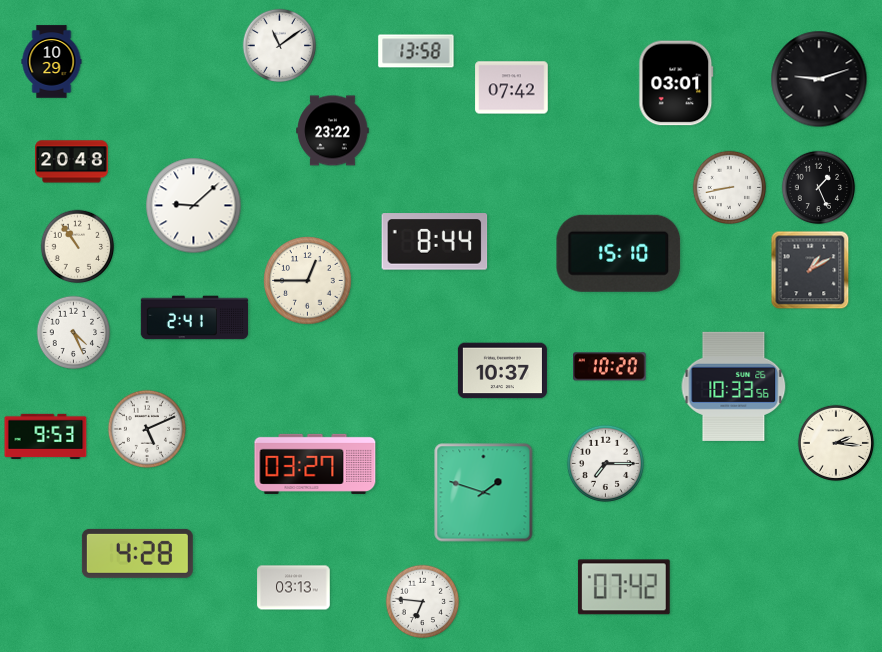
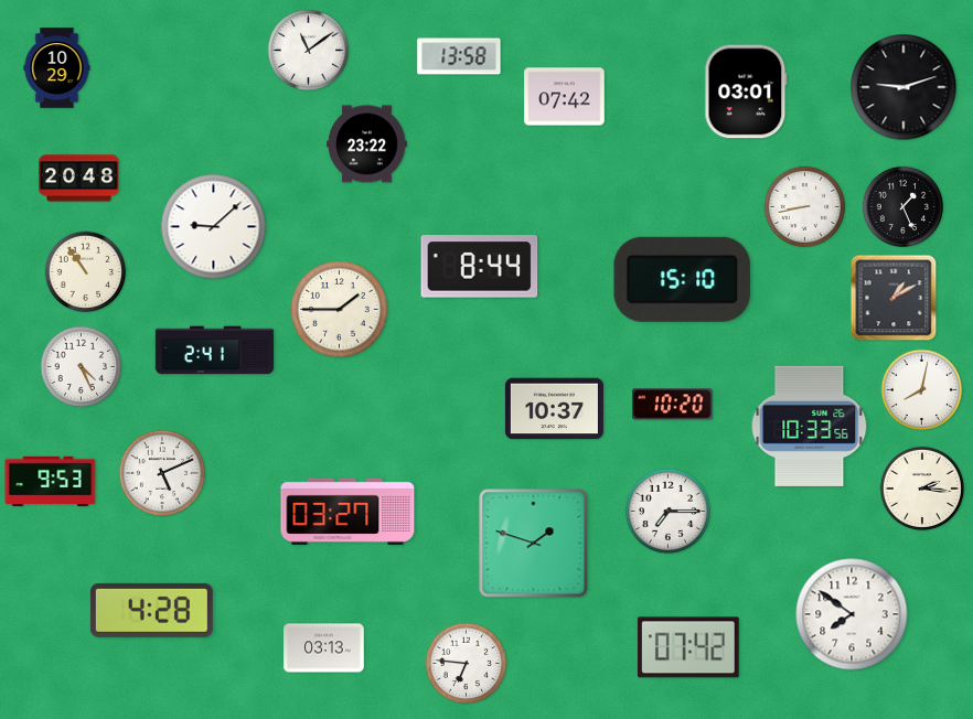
clock at (308, 281): 12:45 -> 1:45
clock at (922, 390): none -> 8:02
clock at (852, 614): none -> 7:51
